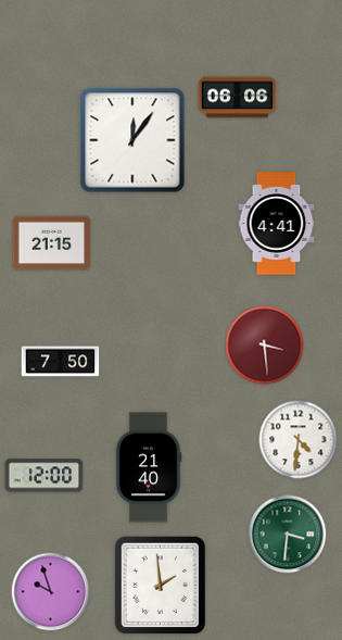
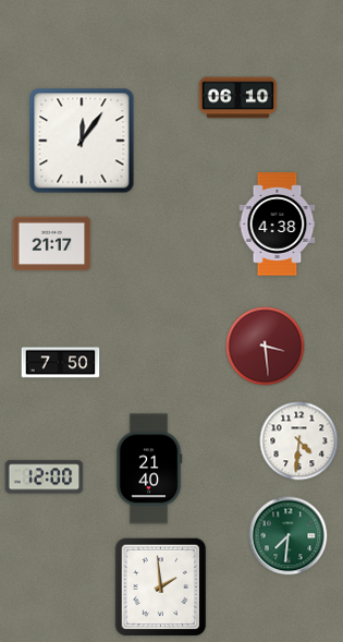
clock at (238, 98): 06:06 -> 06:10
clock at (132, 140) position: (132, 140) -> (82, 141)
clock at (277, 224): 4:41 -> 4:38
clock at (52, 243): 21:15 -> 21:17
clock at (288, 535): 3:31 -> 7:31
clock at (51, 592): 9:57 -> none
